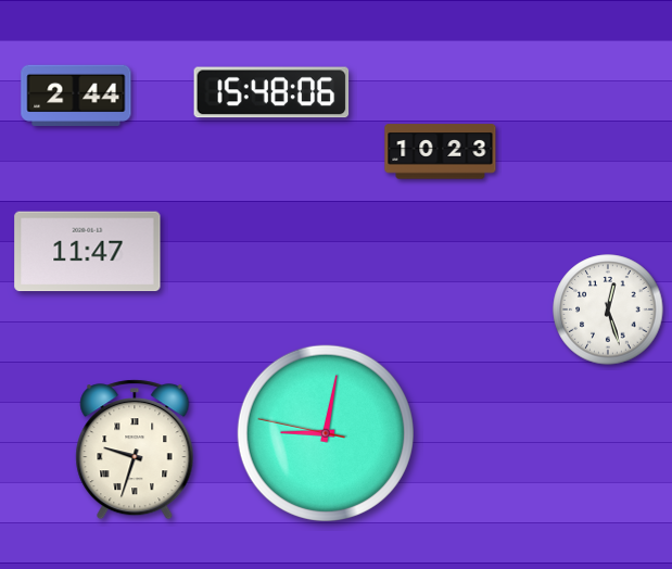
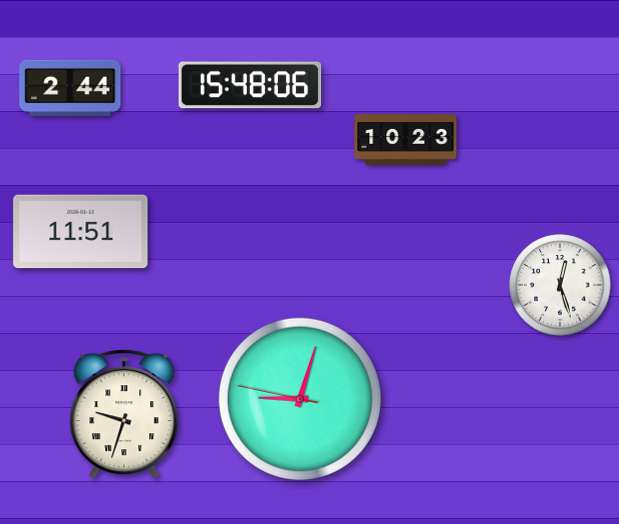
clock at (88, 252): 11:47 -> 11:51
clock at (326, 433): 9:01 -> 9:02
